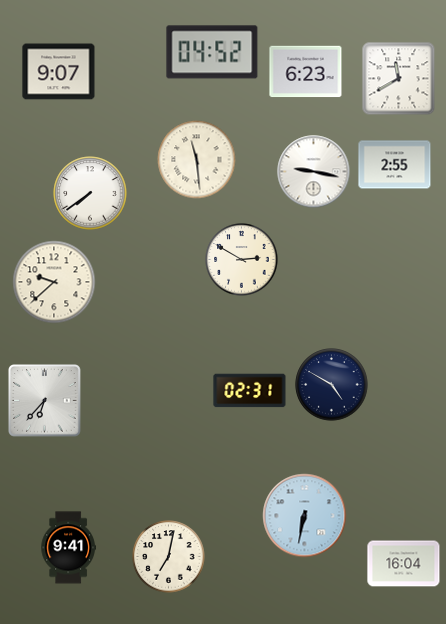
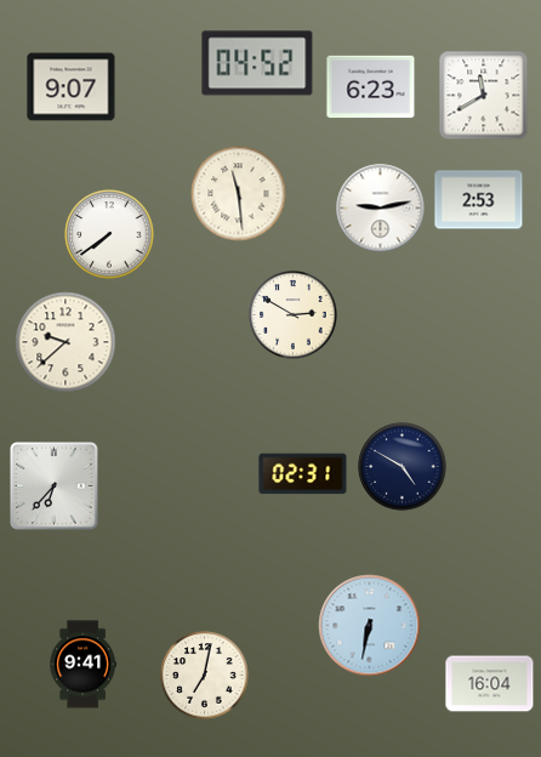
clock at (395, 165): 2:55 -> 2:53
clock at (314, 172): 9:17 -> 9:13
